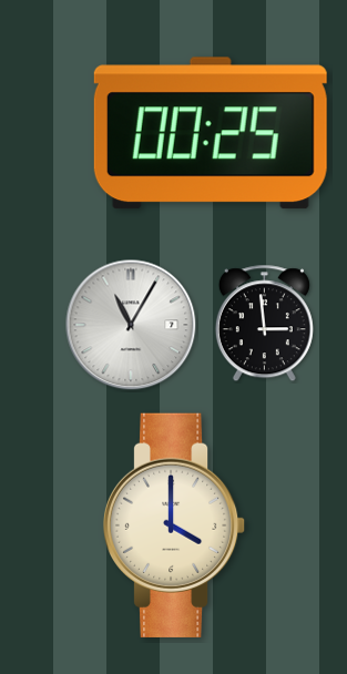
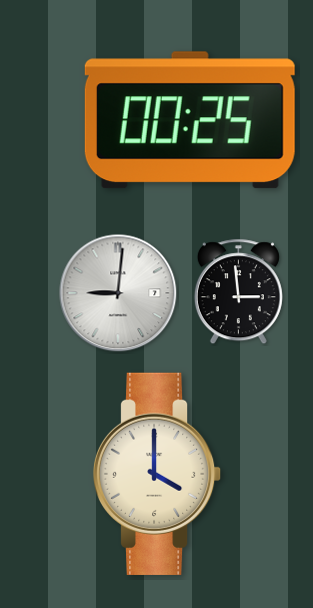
clock at (131, 325): 11:05 -> 9:01
